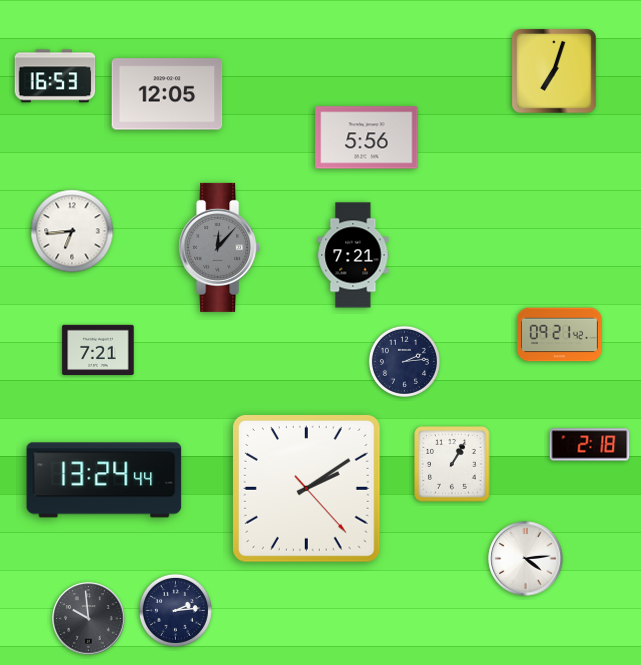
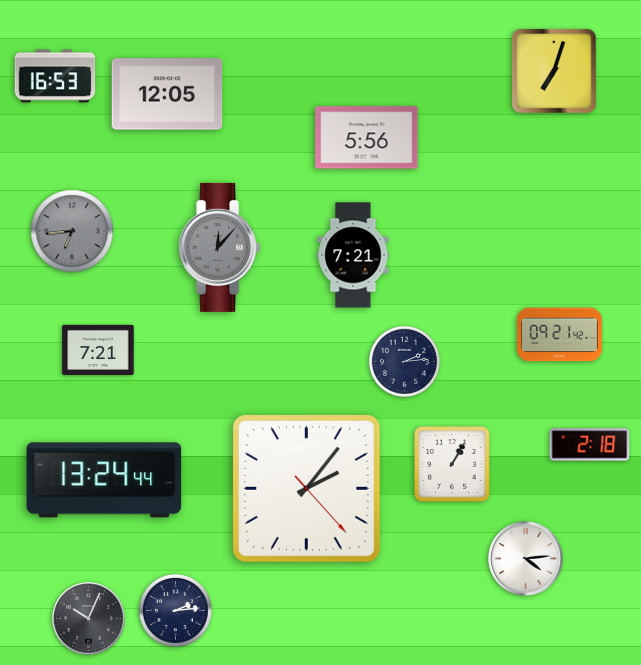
clock at (72, 231) dial: white -> grey
clock at (306, 488): 2:09 -> 2:06
clock at (89, 619): 9:59 -> 10:04
